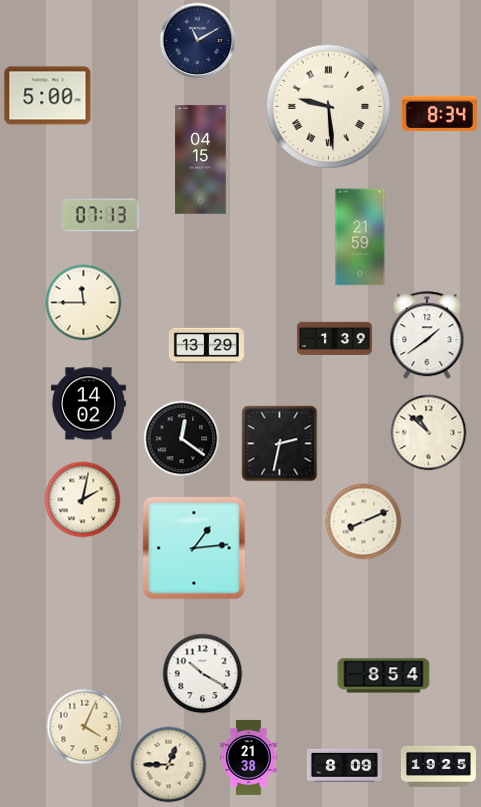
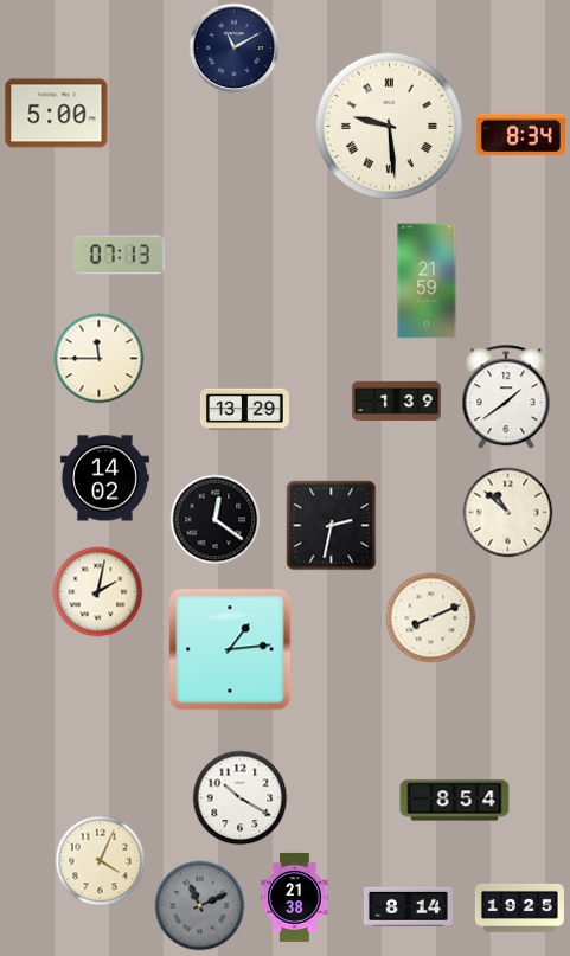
clock at (201, 160): 04:15 -> none
clock at (169, 765): 12:45 -> 11:11
clock at (169, 765) dial: cream -> grey
clock at (344, 765): 8:09 -> 8:14
